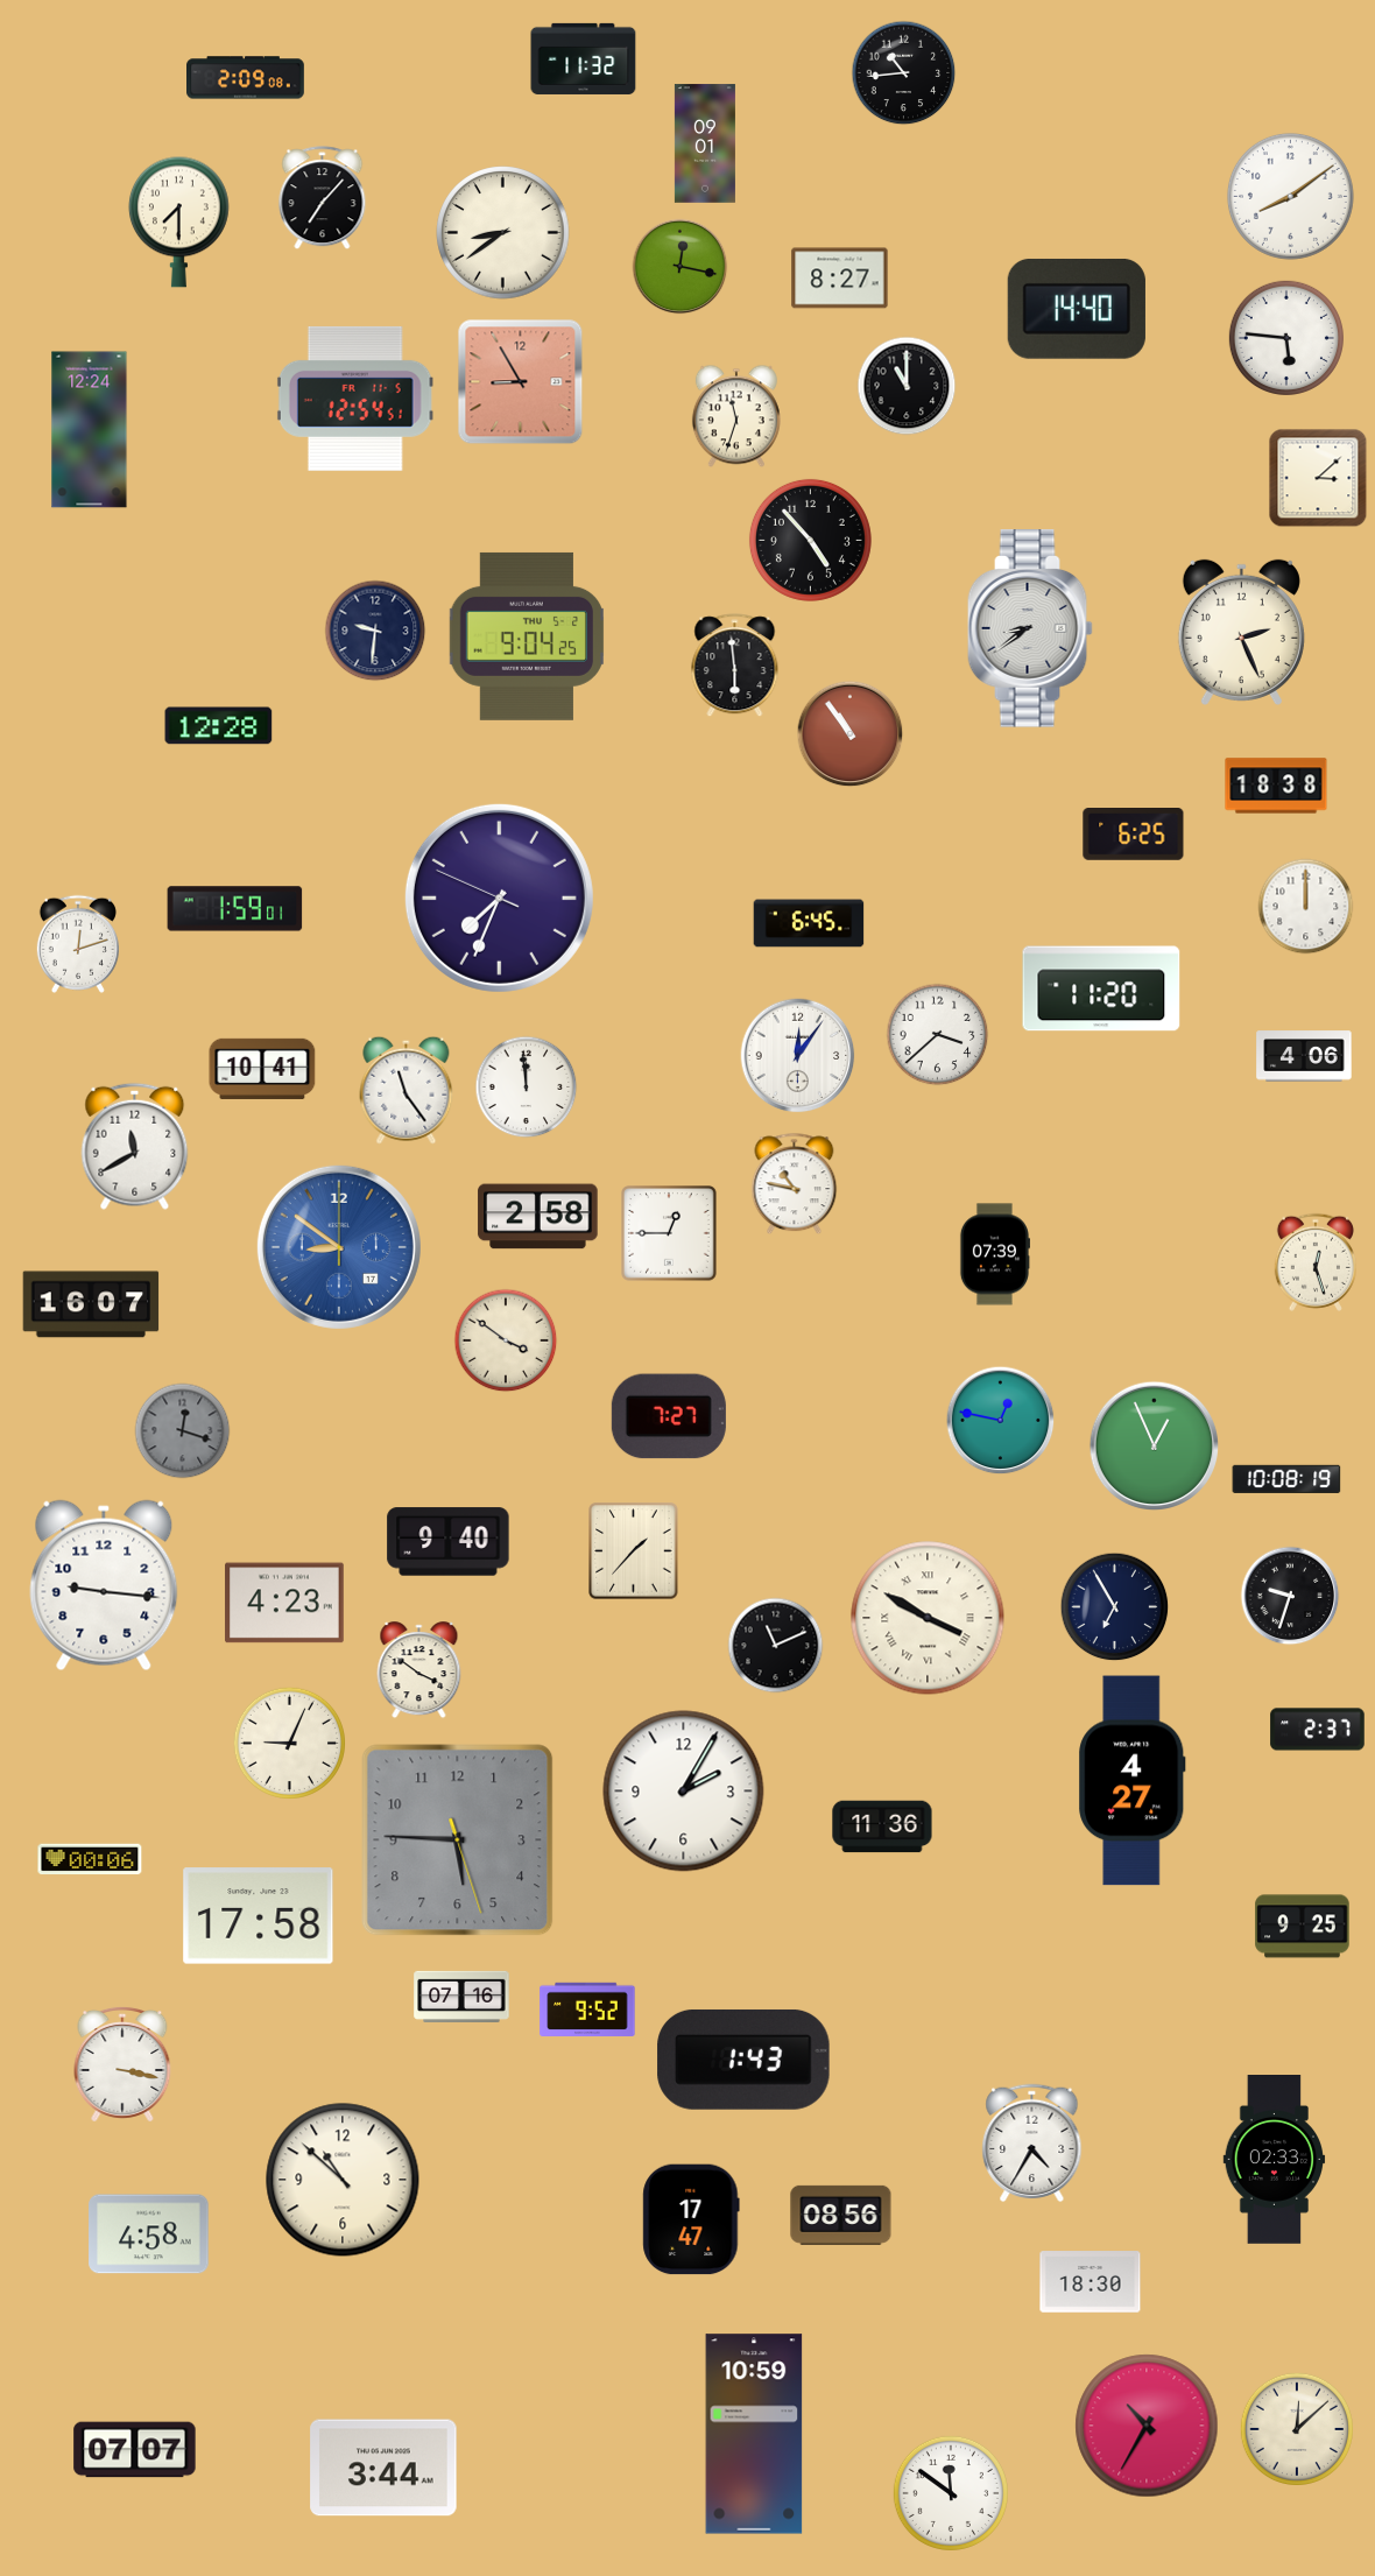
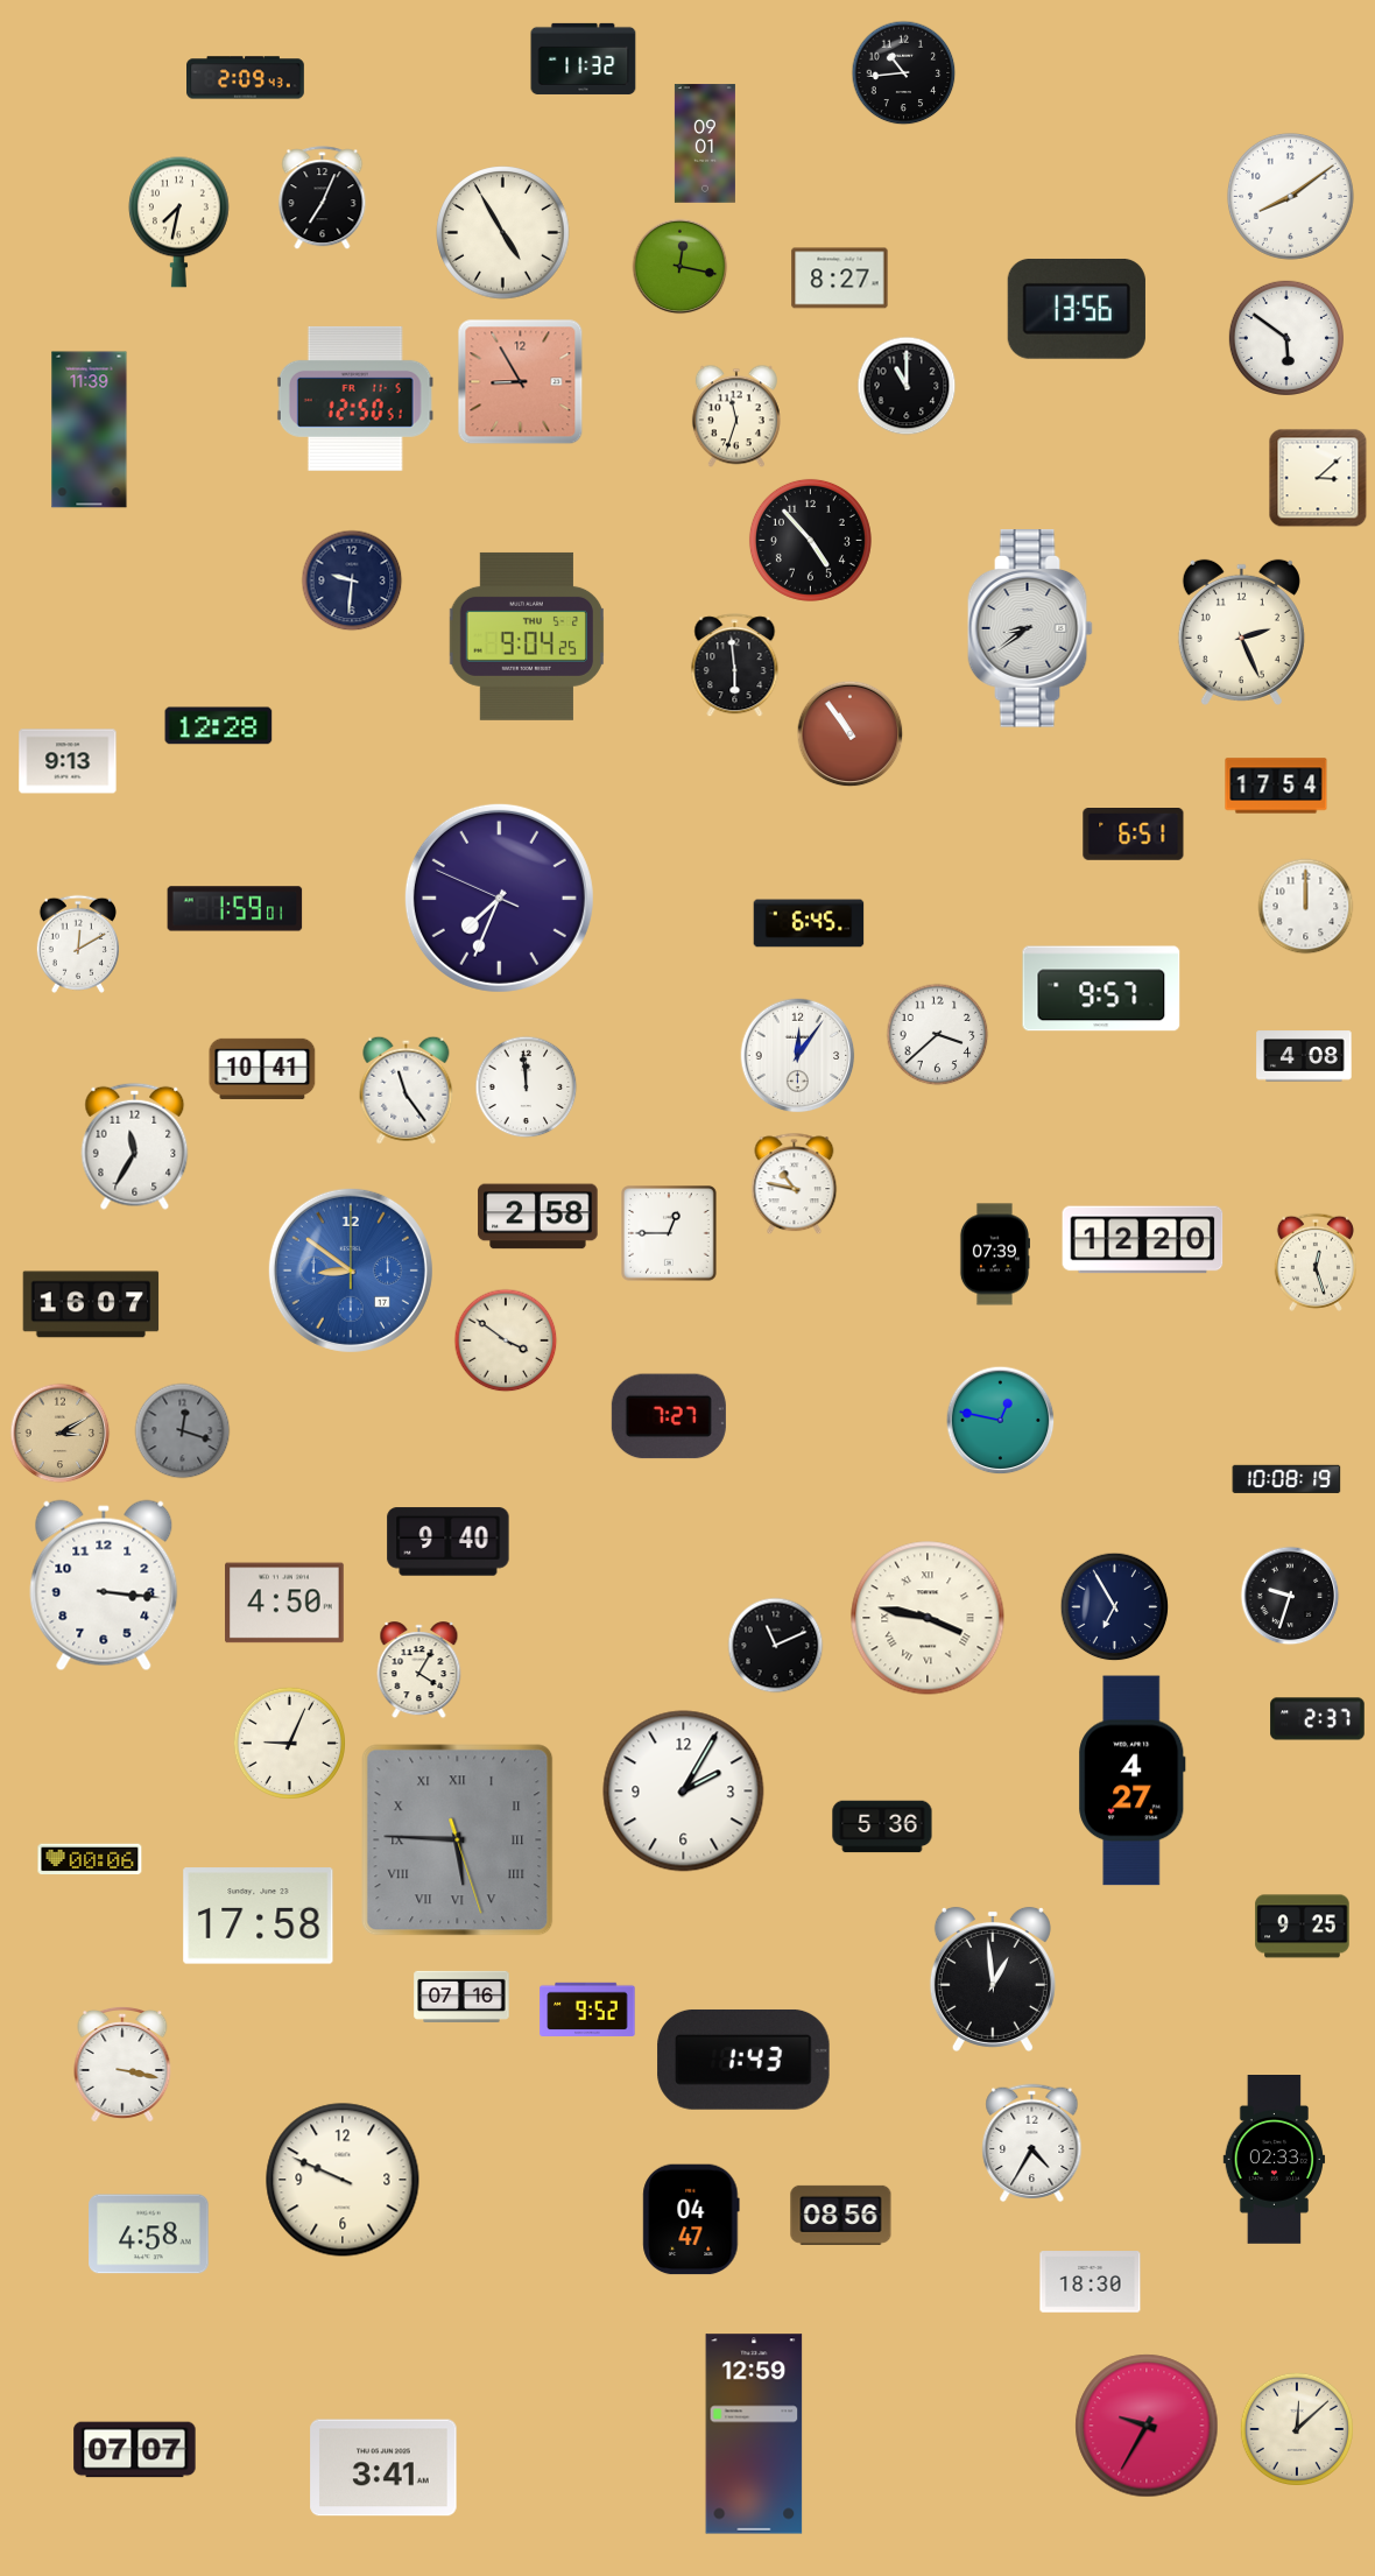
clock at (246, 78): 2:09:08 -> 2:09:43
clock at (323, 198): 7:07 -> 7:04
clock at (178, 221): 7:30 -> 7:32
clock at (503, 233): 8:39 -> 4:55
clock at (1077, 309): 14:40 -> 13:56
clock at (1286, 338): 5:46 -> 5:51
clock at (355, 399): 12:54 -> 12:50
clock at (90, 430): 12:24 -> 11:39
clock at (375, 631) position: (375, 631) -> (352, 580)
clock at (68, 761): none -> 9:13
clock at (1276, 786): 18:38 -> 17:54
clock at (1134, 835): 6:25 -> 6:51
clock at (78, 944): 12:12 -> 12:10
clock at (1101, 988): 11:20 -> 9:57
clock at (1304, 1056): 4:06 -> 4:08
clock at (135, 1146): 11:40 -> 11:35
clock at (1143, 1240): none -> 12:20
clock at (339, 1247) position: (339, 1247) -> (351, 1271)
clock at (61, 1434): none -> 3:10
clock at (1155, 1447): 12:56 -> none
clock at (634, 1551): 1:37 -> none
clock at (104, 1585): 9:16 -> 3:16
clock at (284, 1603): 4:23 -> 4:50
clock at (928, 1618): 3:50 -> 3:47
clock at (419, 1670): 3:51 -> 4:05
clock at (1318, 1730) position: (1318, 1730) -> (1318, 1719)
clock at (882, 1827): 11:36 -> 5:36
clock at (458, 1840) numerals: Arabic -> Roman
clock at (993, 1979): none -> 12:59
clock at (343, 2180): 10:52 -> 9:49
clock at (691, 2219): 17:47 -> 04:47
clock at (1147, 2426): 10:35 -> 9:35
clock at (754, 2434): 10:59 -> 12:59
clock at (383, 2468): 3:44 -> 3:41
clock at (951, 2493): 11:51 -> none
